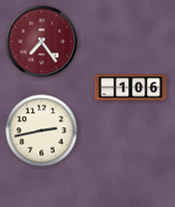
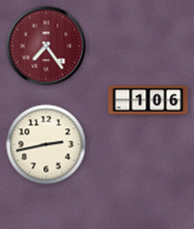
clock at (131, 88) position: (131, 88) -> (149, 101)
